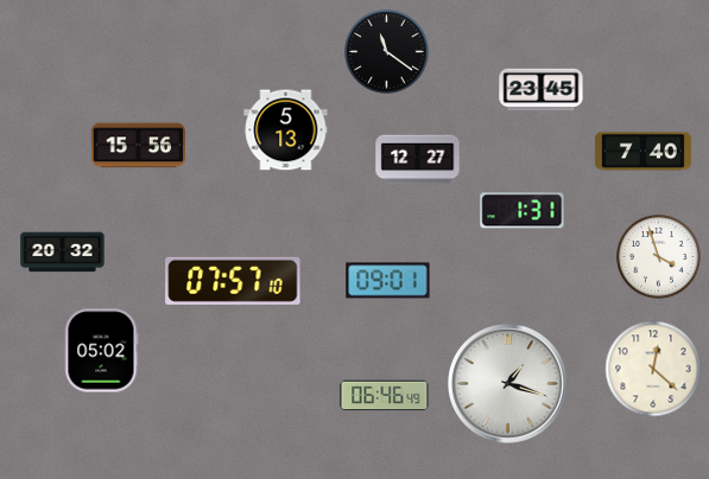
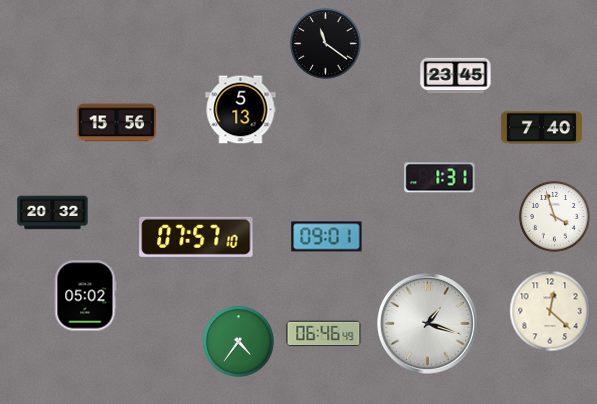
clock at (418, 160): 12:27 -> none
clock at (239, 342): none -> 4:36
